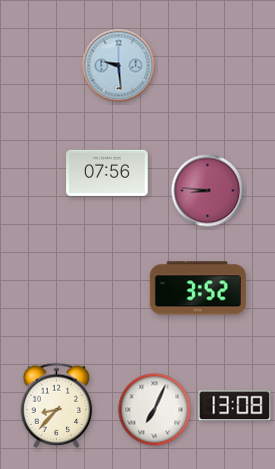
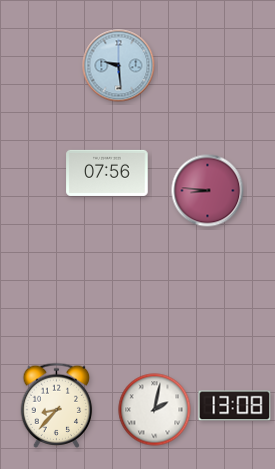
clock at (198, 288): 3:52 -> none
clock at (155, 410): 7:04 -> 2:02
